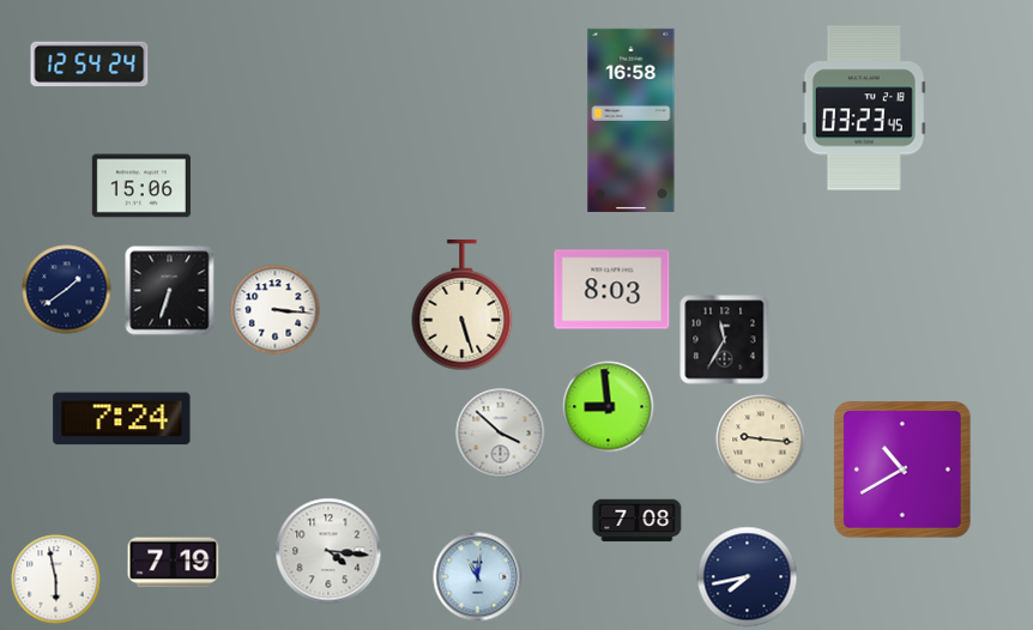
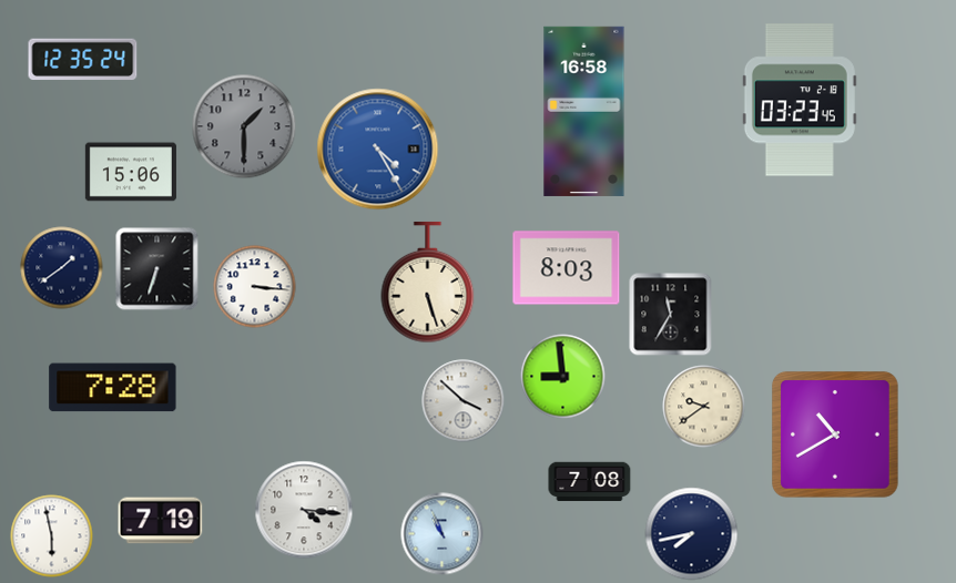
clock at (90, 65): 12:54 -> 12:35
clock at (244, 126): none -> 1:30
clock at (378, 150): none -> 4:25
clock at (122, 419): 7:24 -> 7:28
clock at (761, 440): 9:16 -> 9:39
clock at (478, 577): 11:01 -> 10:56
